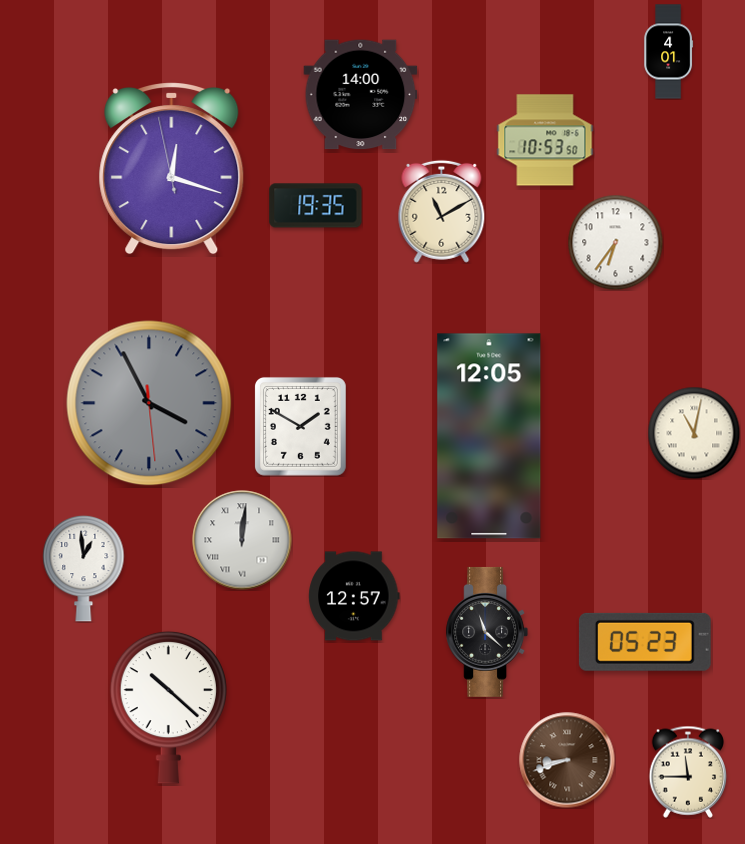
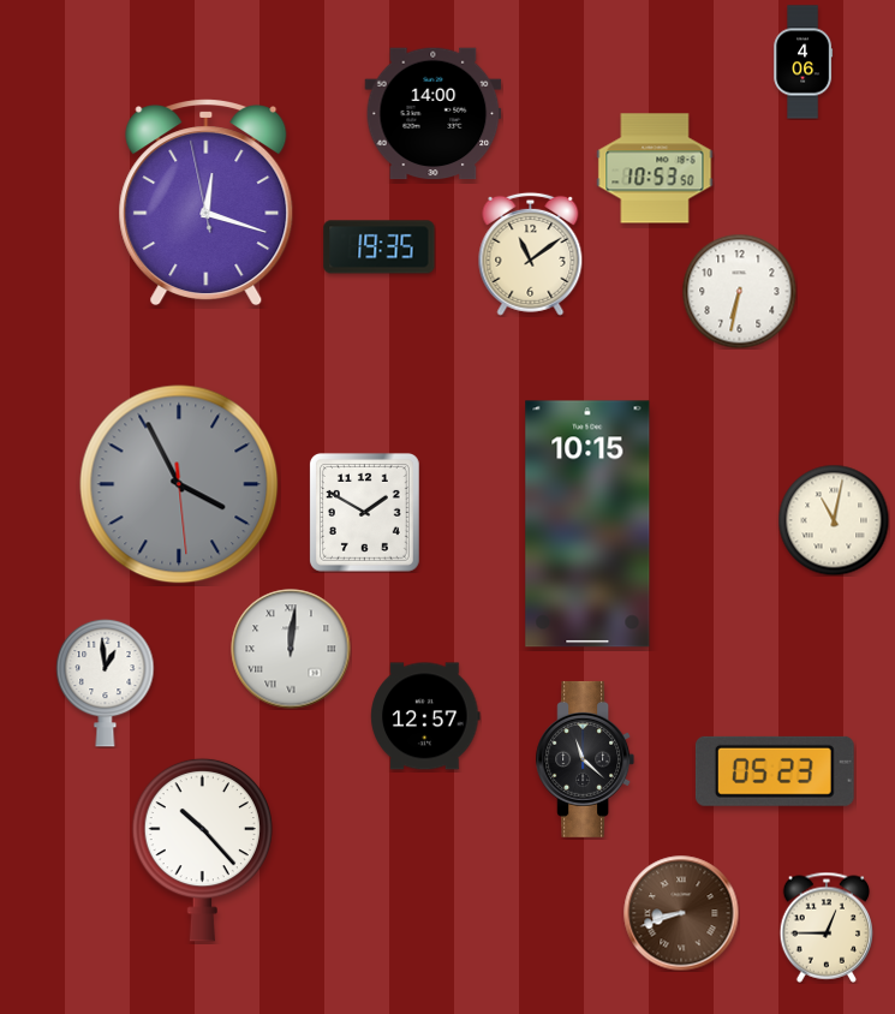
clock at (669, 52): 4:01 -> 4:06
clock at (442, 211): 11:10 -> 11:09
clock at (615, 242): 6:36 -> 6:32
clock at (300, 426) position: (300, 426) -> (364, 512)
clock at (489, 436): 12:05 -> 10:15
clock at (84, 568) position: (84, 568) -> (106, 682)
clock at (168, 707): 10:22 -> 10:23
clock at (688, 772): 11:45 -> 12:45
